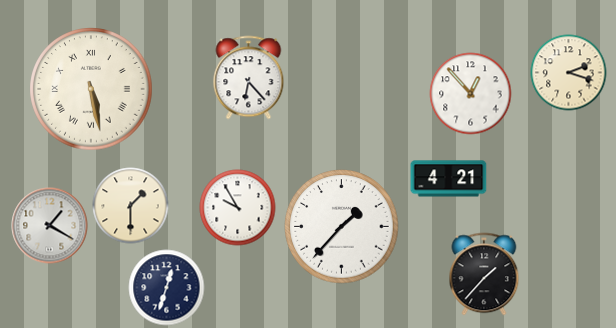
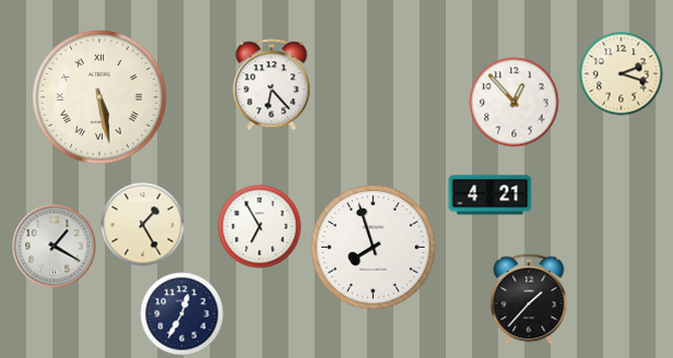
clock at (569, 73) position: (569, 73) -> (622, 74)
clock at (131, 206): 1:30 -> 1:25
clock at (238, 208): 9:55 -> 6:55
clock at (342, 227): 1:37 -> 7:57
clock at (167, 288): 12:33 -> 12:35
